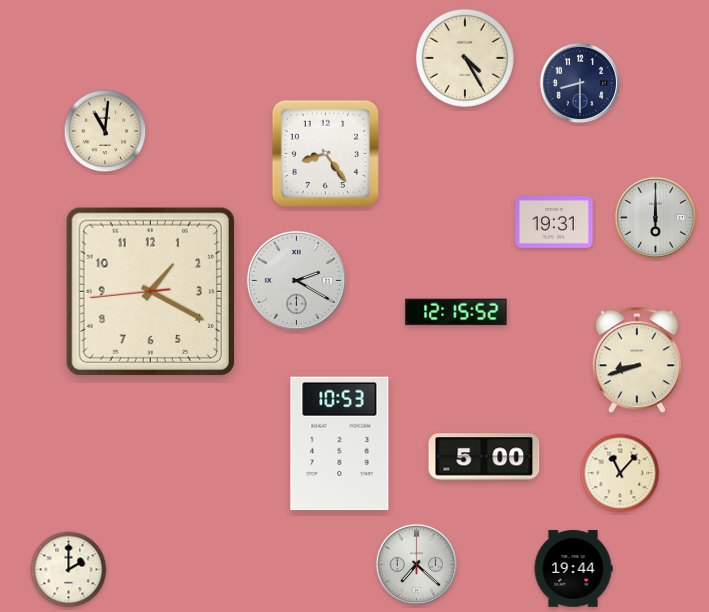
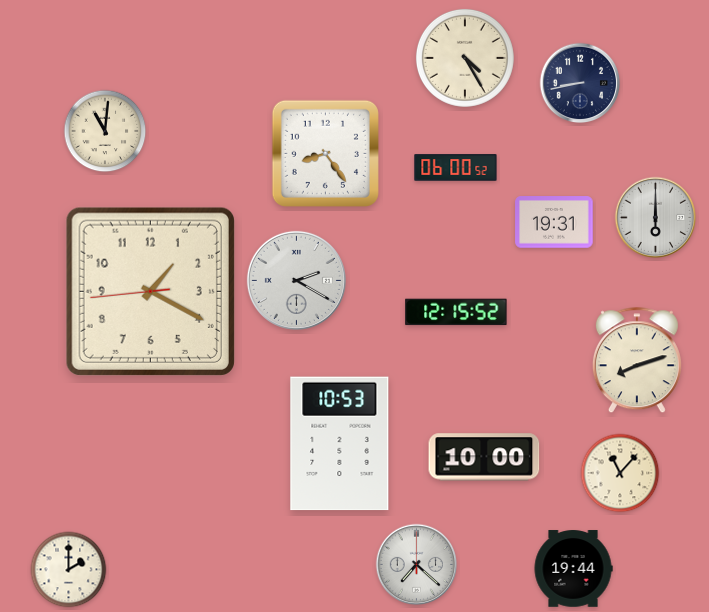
clock at (580, 83): 8:30 -> 8:43
clock at (456, 168): none -> 06:00
clock at (637, 361): 8:42 -> 8:12
clock at (484, 457): 5:00 -> 10:00
